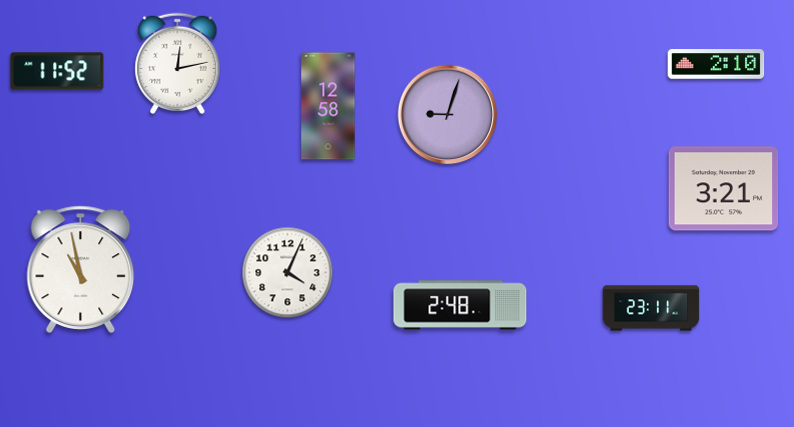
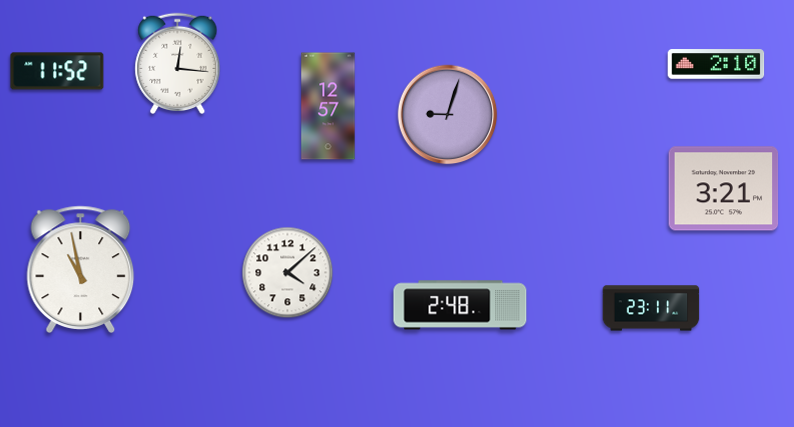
clock at (178, 63): 12:13 -> 12:16
clock at (328, 106): 12:58 -> 12:57
clock at (288, 273): 4:04 -> 4:08
